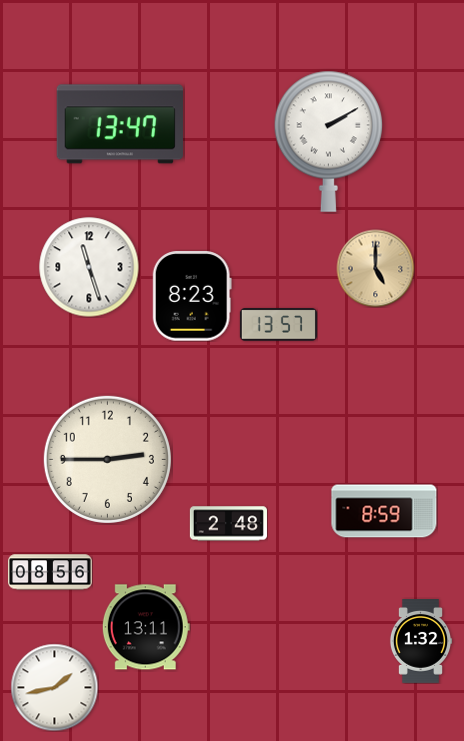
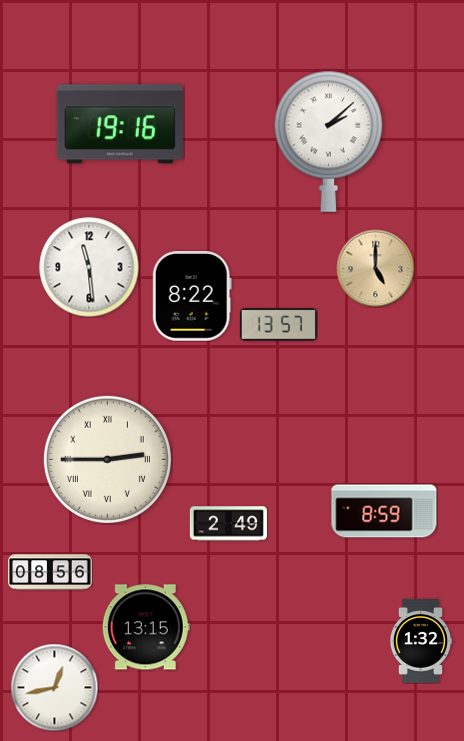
clock at (120, 124): 13:47 -> 19:16
clock at (329, 141): 2:10 -> 2:08
clock at (89, 267): 11:27 -> 11:29
clock at (192, 296): 8:23 -> 8:22
clock at (107, 459) numerals: Arabic -> Roman
clock at (228, 524): 2:48 -> 2:49
clock at (146, 627): 13:11 -> 13:15
clock at (54, 687): 1:43 -> 12:43
